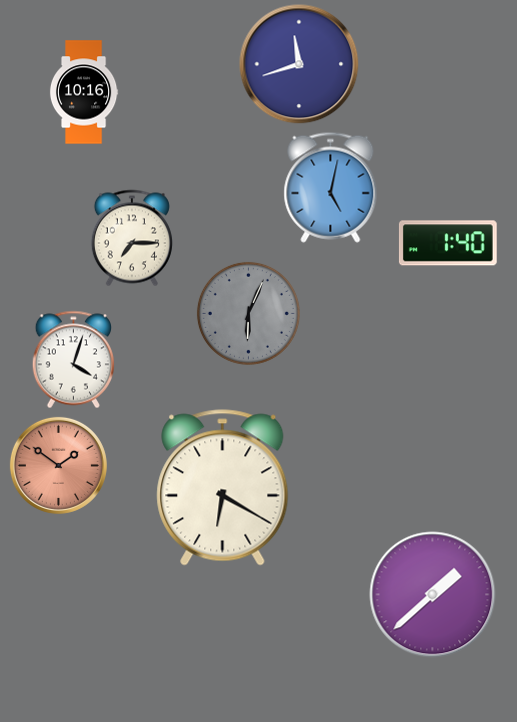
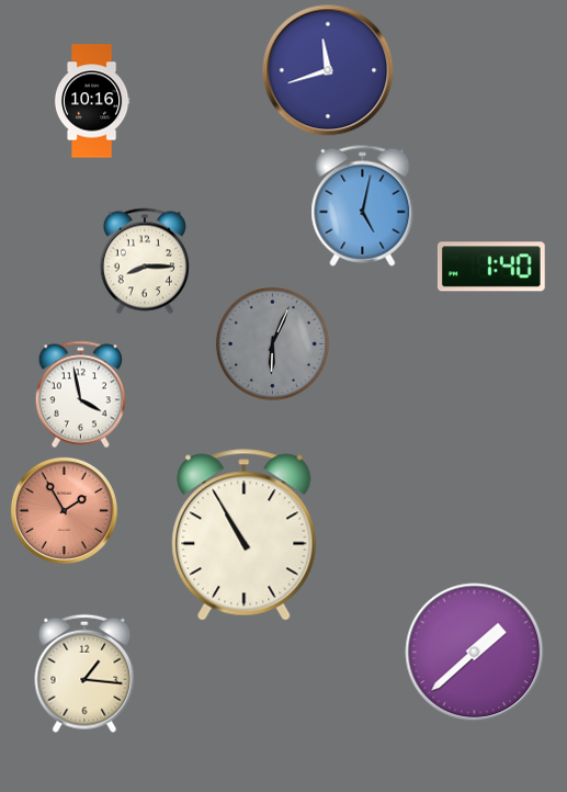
clock at (132, 238): 7:15 -> 8:15
clock at (73, 360): 4:03 -> 3:58
clock at (58, 465): 1:51 -> 1:55
clock at (223, 488): 6:20 -> 10:55
clock at (84, 674): none -> 1:16
